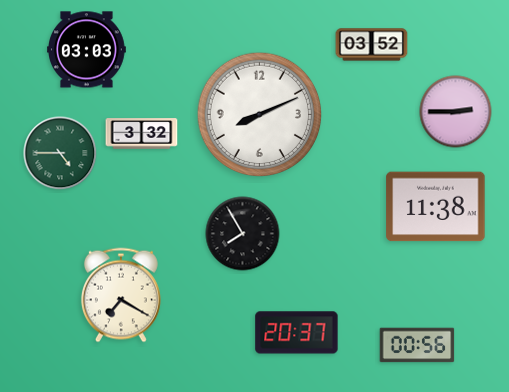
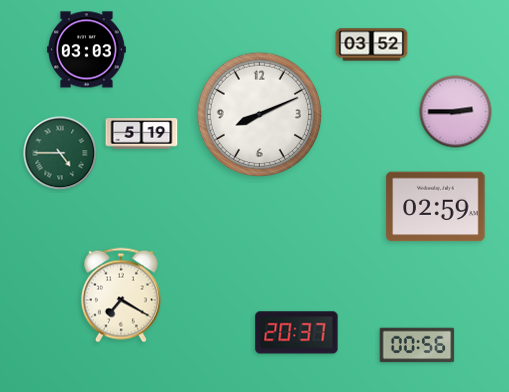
clock at (142, 134): 3:32 -> 5:19
clock at (436, 207): 11:38 -> 02:59
clock at (243, 234): 7:55 -> none
